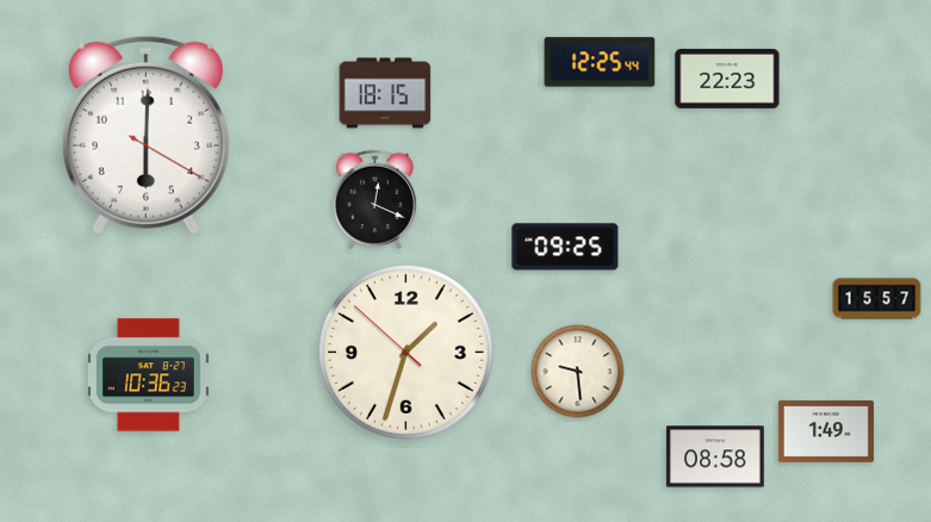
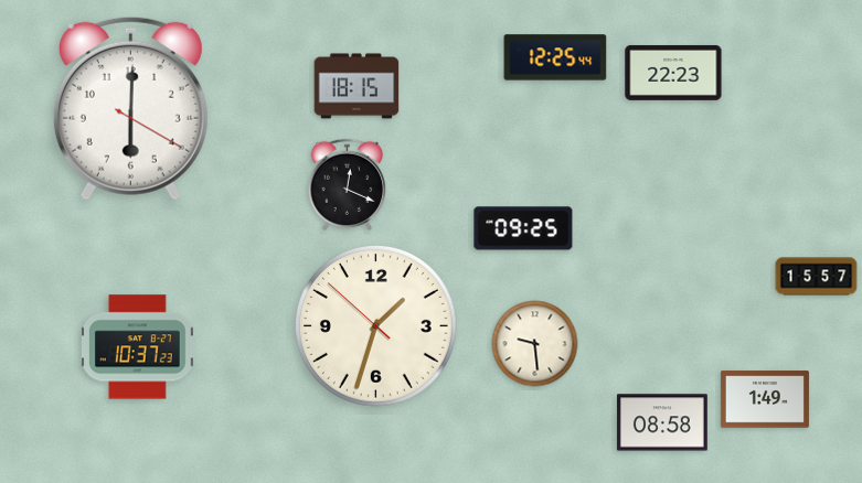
clock at (145, 135) position: (145, 135) -> (130, 108)
clock at (877, 299) position: (877, 299) -> (817, 277)
clock at (149, 375): 10:36 -> 10:37
